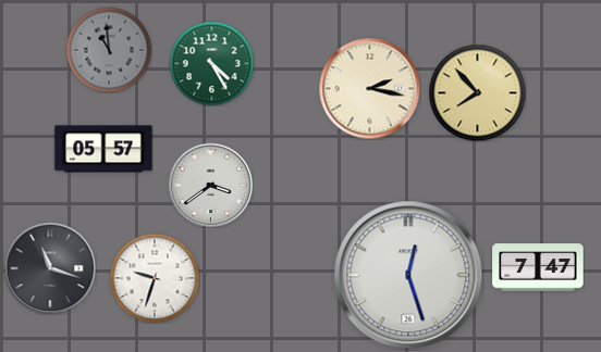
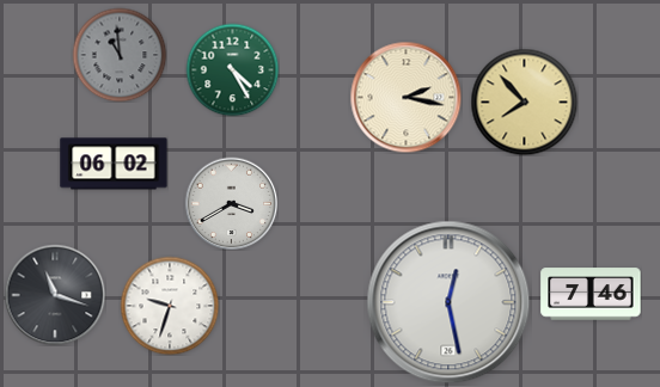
clock at (103, 149): 05:57 -> 06:02
clock at (210, 185): 3:39 -> 3:40
clock at (538, 267): 7:47 -> 7:46
clock at (408, 275): 12:27 -> 12:28
